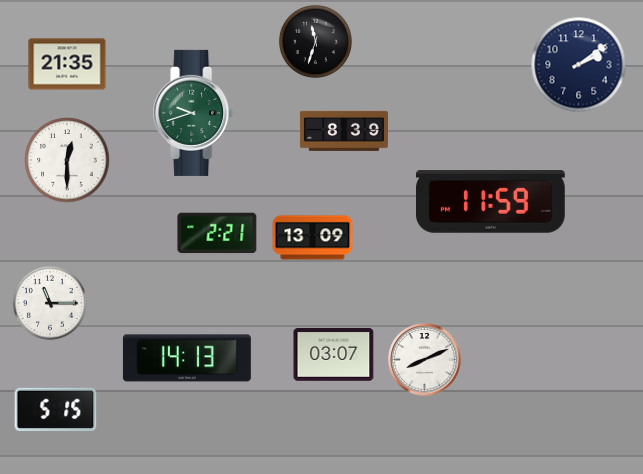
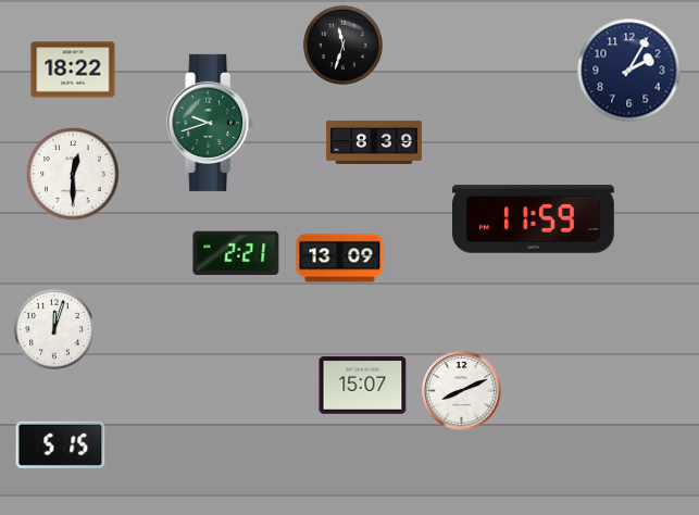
clock at (67, 64): 21:35 -> 18:22
clock at (579, 65): 2:09 -> 2:05
clock at (50, 303): 11:15 -> 12:03
clock at (334, 355): 03:07 -> 15:07
clock at (187, 358): 14:13 -> none
